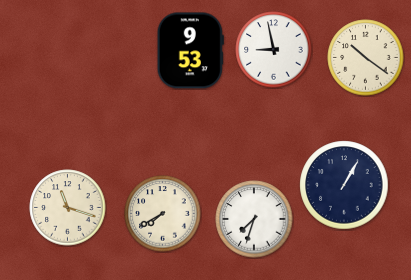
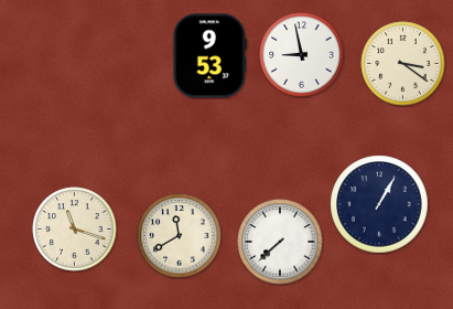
clock at (366, 58): 10:21 -> 3:21
clock at (163, 214): 7:40 -> 11:40
clock at (254, 219): 7:33 -> 7:38
